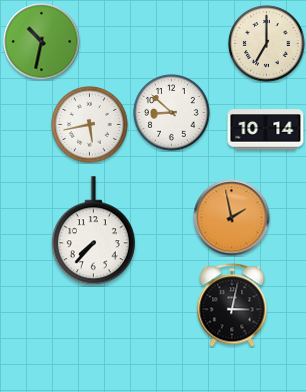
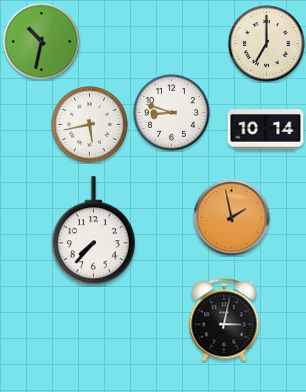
clock at (172, 113): 8:52 -> 8:48
clock at (232, 305) position: (232, 305) -> (224, 320)
